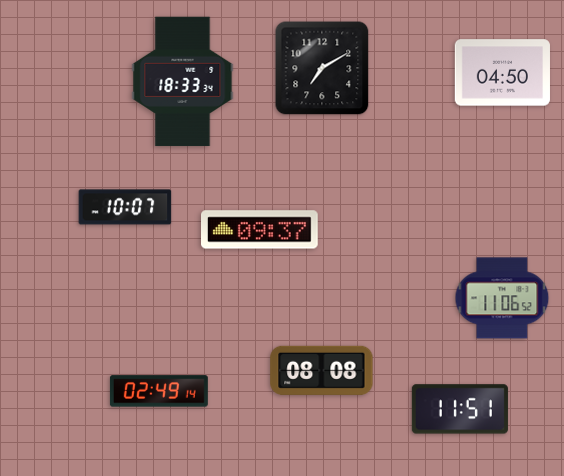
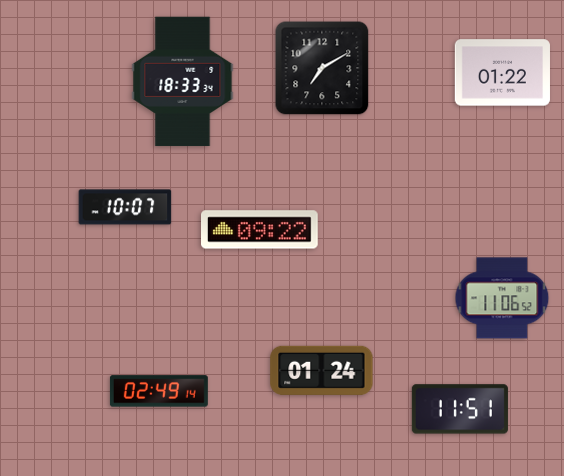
clock at (502, 73): 04:50 -> 01:22
clock at (260, 230): 09:37 -> 09:22
clock at (322, 370): 08:08 -> 01:24
